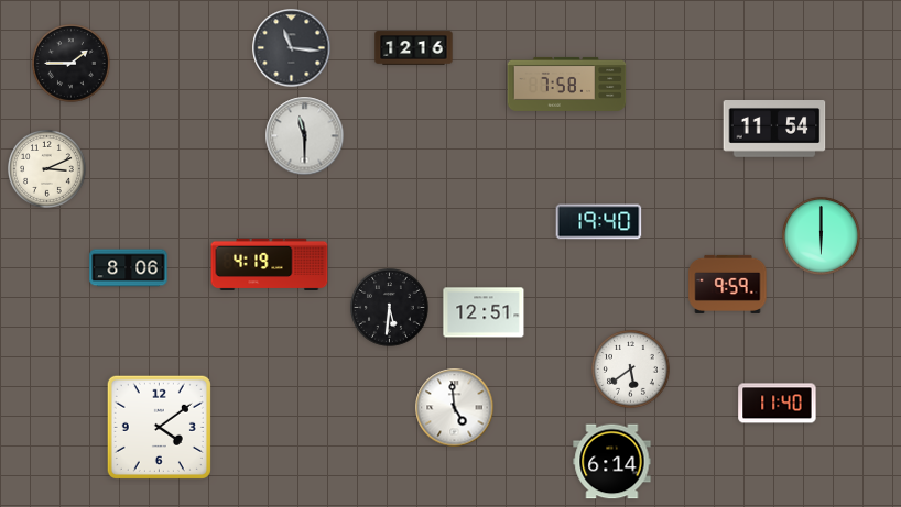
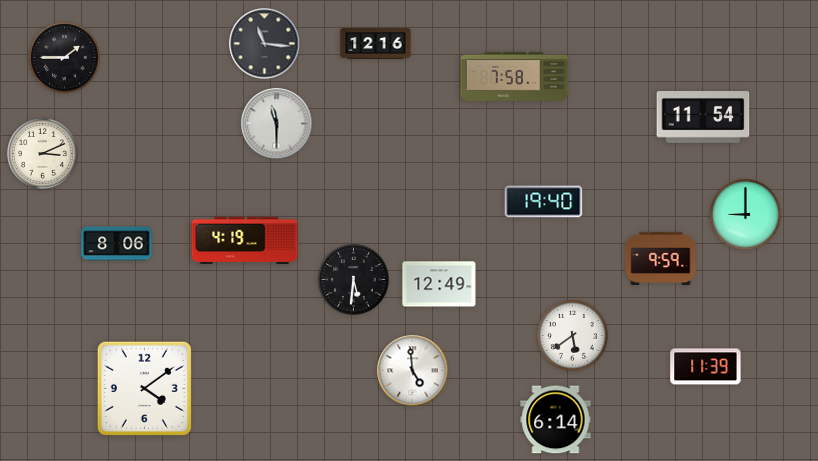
clock at (822, 236): 6:00 -> 9:00
clock at (484, 312): 12:51 -> 12:49
clock at (778, 404): 11:40 -> 11:39
